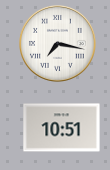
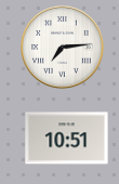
clock at (58, 44): 7:17 -> 7:14
